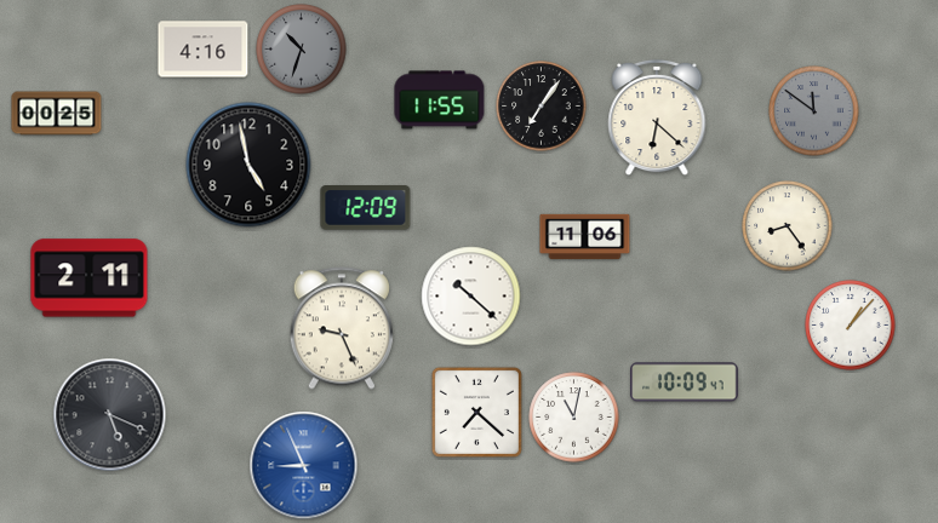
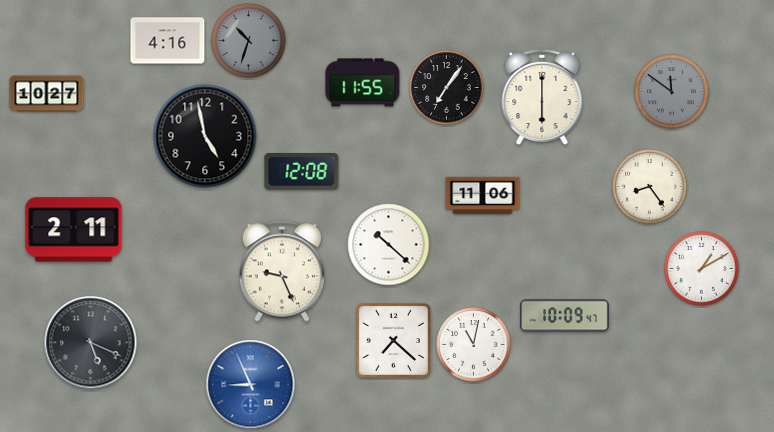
clock at (57, 114): 00:25 -> 10:27
clock at (657, 117): 6:22 -> 6:00
clock at (366, 208): 12:09 -> 12:08
clock at (851, 326): 1:07 -> 1:10
